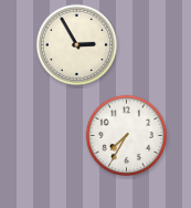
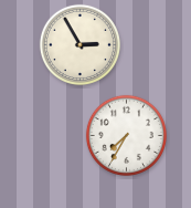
clock at (76, 44) position: (76, 44) -> (79, 44)
